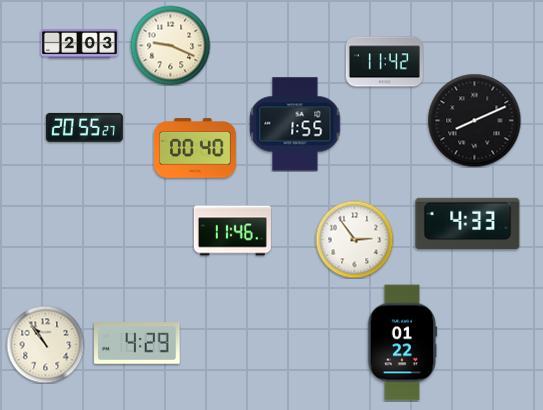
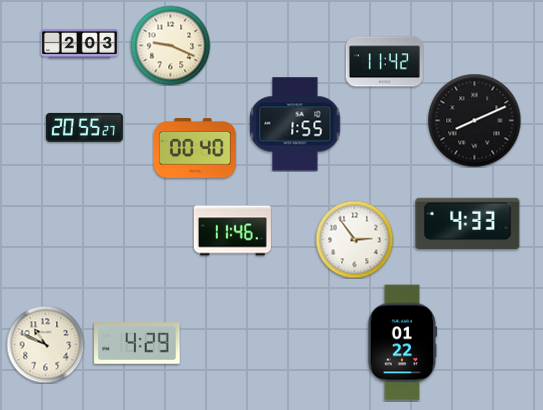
clock at (45, 344): 10:54 -> 10:49
